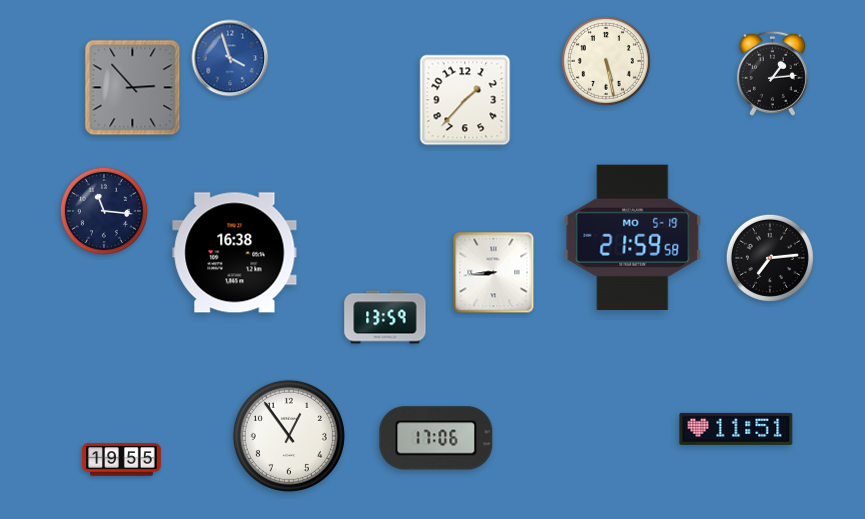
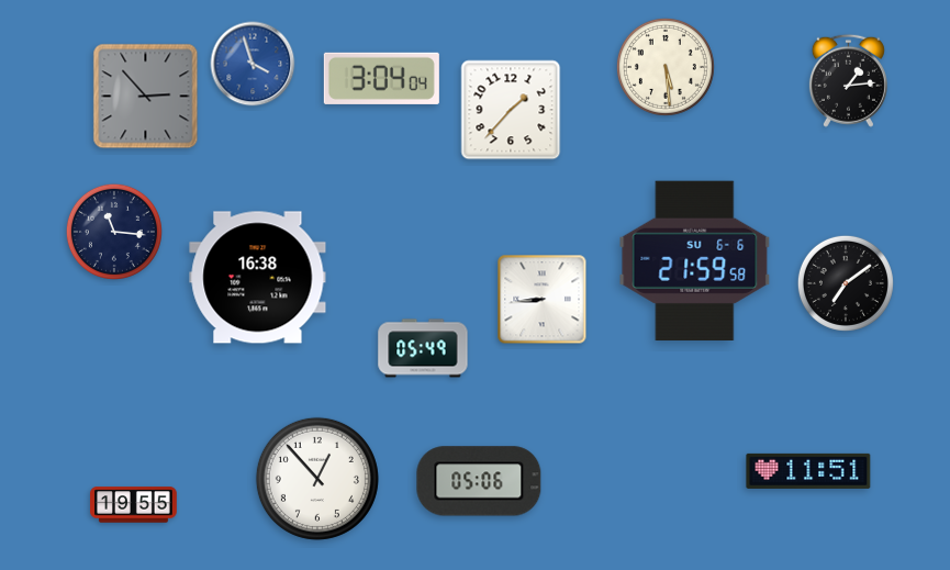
clock at (606, 61): 5:28 -> 5:29
clock at (381, 78): none -> 3:04
clock at (633, 237) date: MO 5-19 -> SU 6-6
clock at (770, 258): 7:14 -> 7:09
clock at (385, 317): 13:59 -> 05:49
clock at (289, 436): 12:54 -> 12:53
clock at (436, 438): 17:06 -> 05:06
